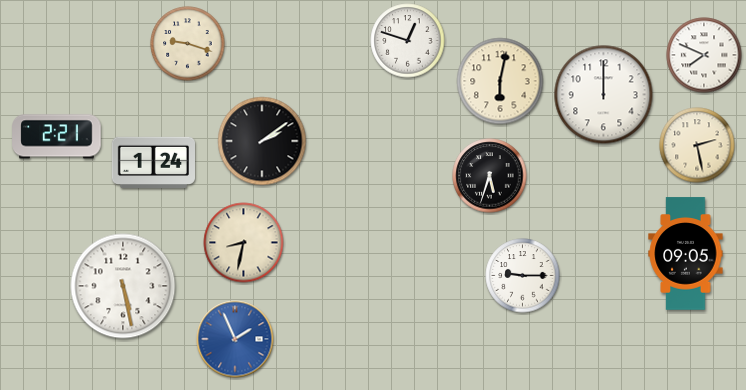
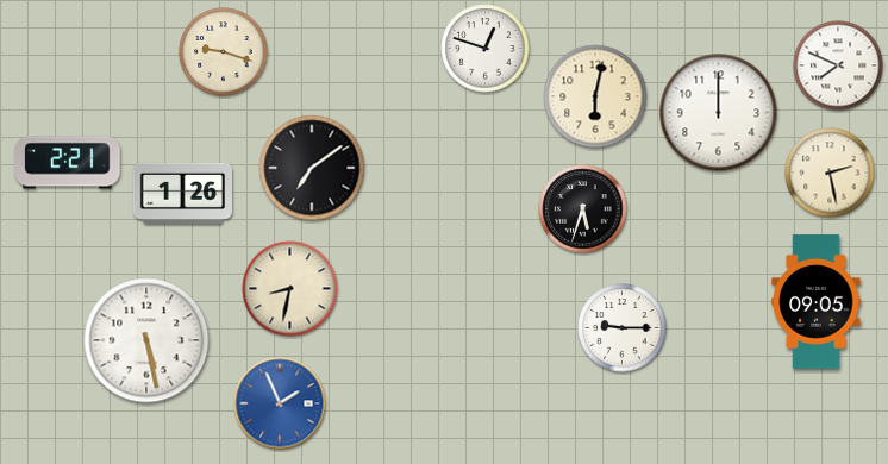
clock at (262, 141): 2:09 -> 7:09
clock at (153, 163): 1:24 -> 1:26
